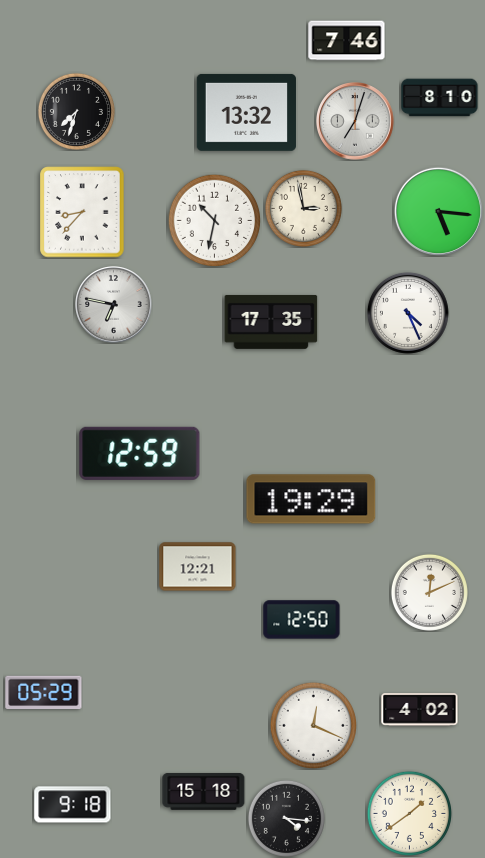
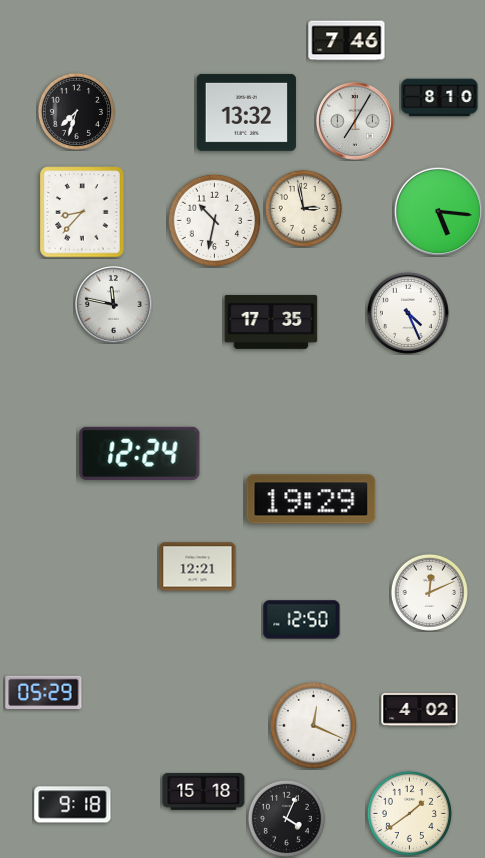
clock at (356, 122): 7:03 -> 7:05
clock at (114, 305): 6:47 -> 11:47
clock at (140, 453): 12:59 -> 12:24
clock at (286, 818): 4:16 -> 4:04
